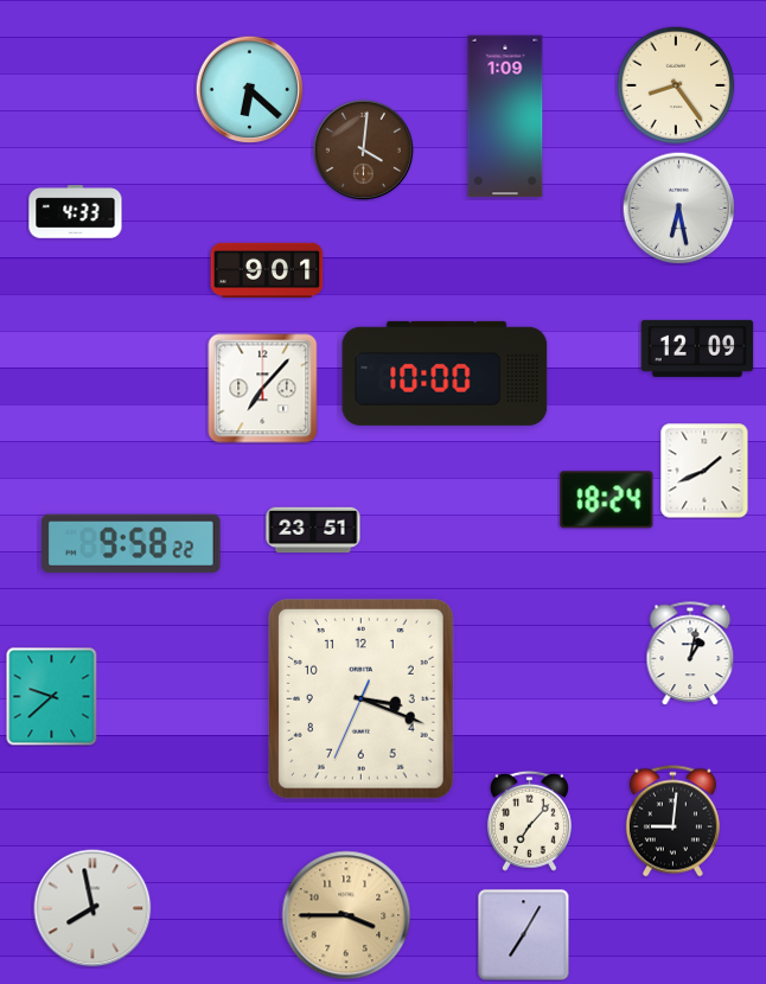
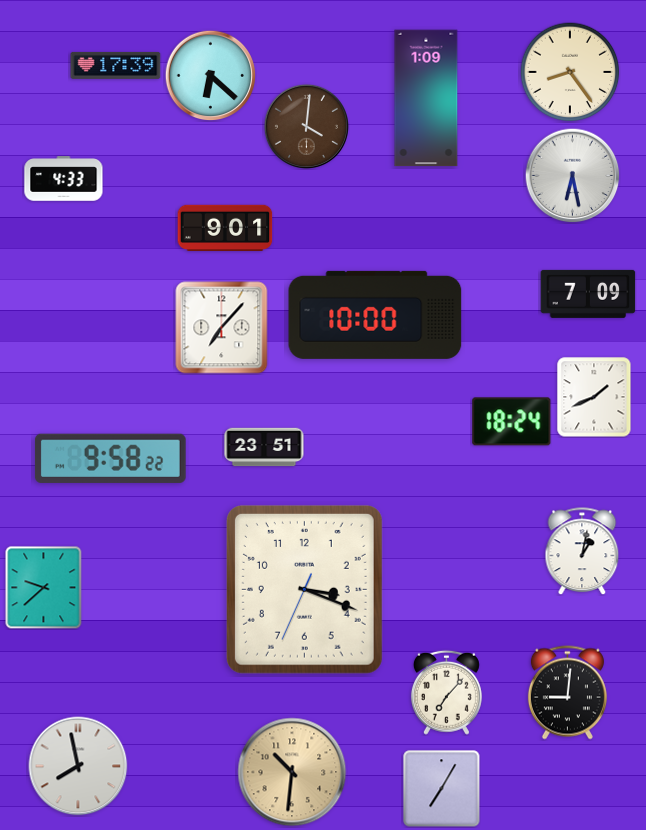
clock at (116, 65): none -> 17:39
clock at (697, 349): 12:09 -> 7:09
clock at (346, 915): 3:45 -> 10:31
